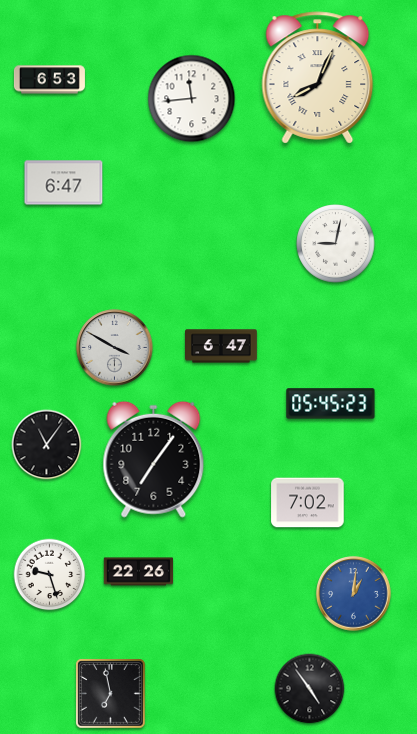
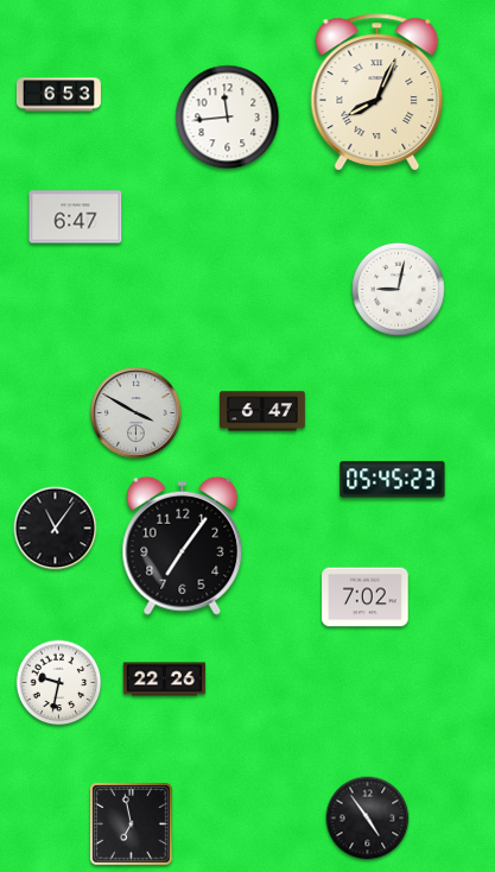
clock at (50, 575): 9:27 -> 9:32
clock at (354, 594): 1:01 -> none
